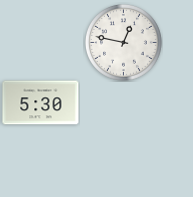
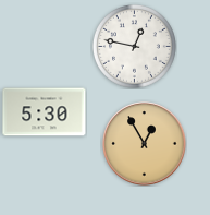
clock at (145, 144): none -> 12:55
